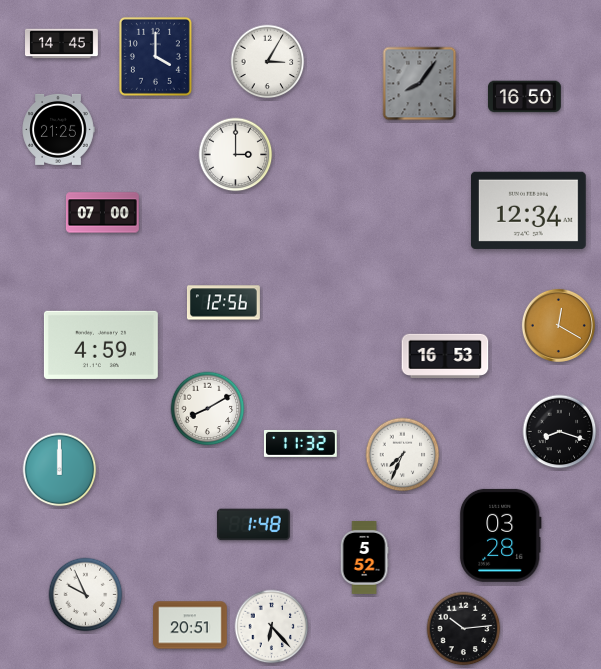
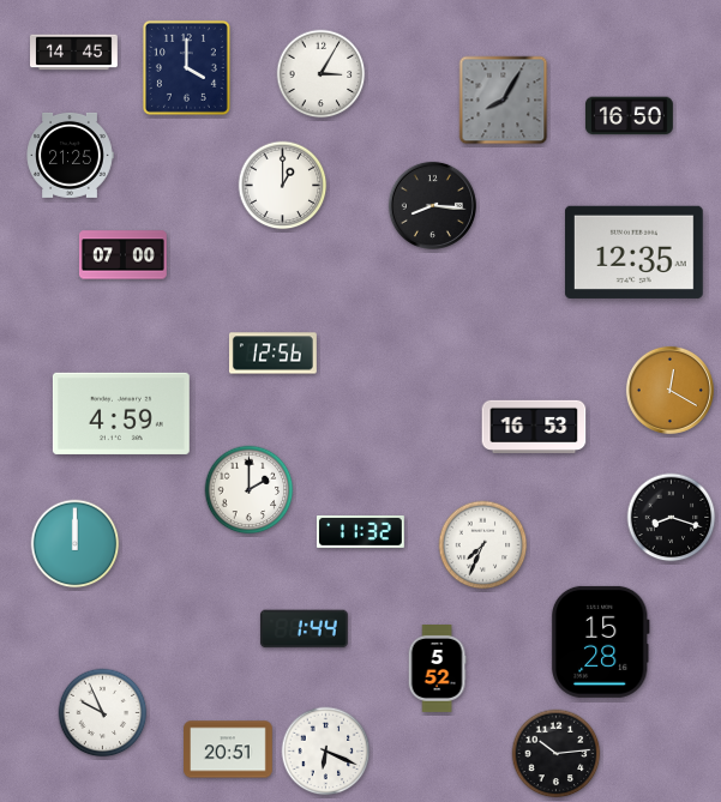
clock at (420, 84): 8:06 -> 8:05
clock at (236, 155): 3:00 -> 1:00
clock at (432, 205): none -> 8:16
clock at (528, 210): 12:34 -> 12:35
clock at (223, 303) position: (223, 303) -> (272, 354)
clock at (208, 409): 8:10 -> 2:00
clock at (60, 470) position: (60, 470) -> (76, 544)
clock at (253, 525): 1:48 -> 1:44
clock at (500, 535): 03:28 -> 15:28
clock at (272, 627): 6:23 -> 6:19
